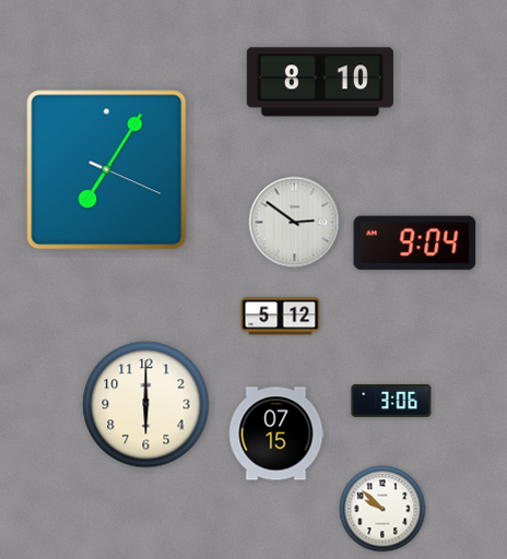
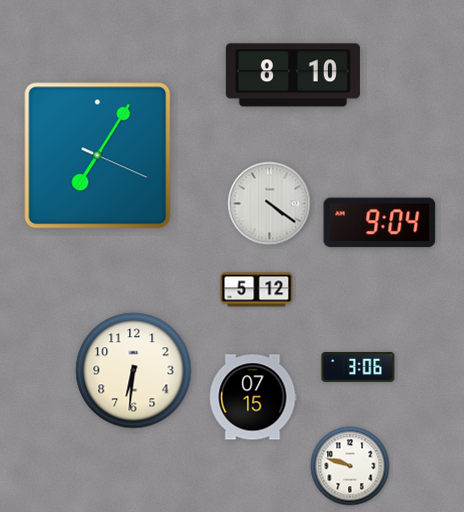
clock at (295, 223): 2:51 -> 4:21
clock at (146, 405): 6:00 -> 6:31
clock at (382, 509): 9:52 -> 9:48
